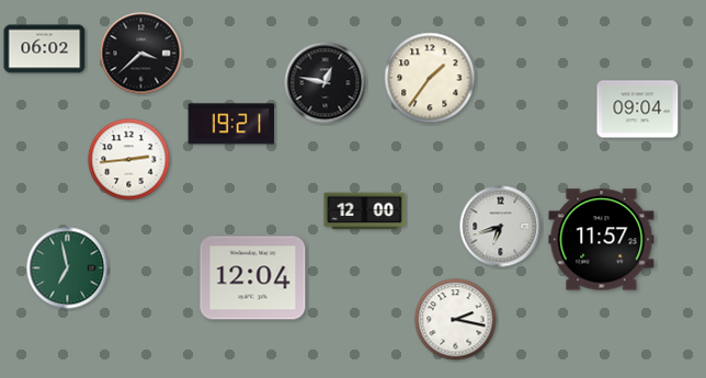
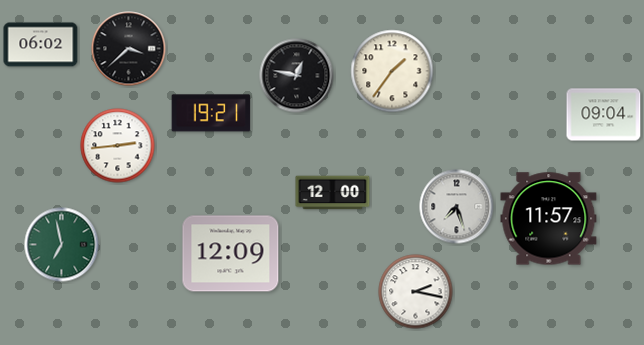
clock at (638, 110) position: (638, 110) -> (604, 115)
clock at (501, 227): 6:42 -> 7:27
clock at (253, 278): 12:04 -> 12:09
